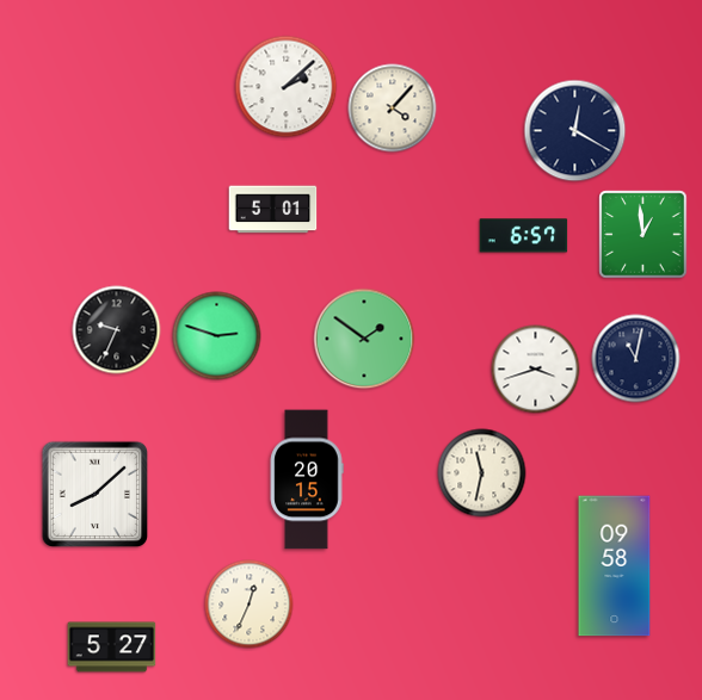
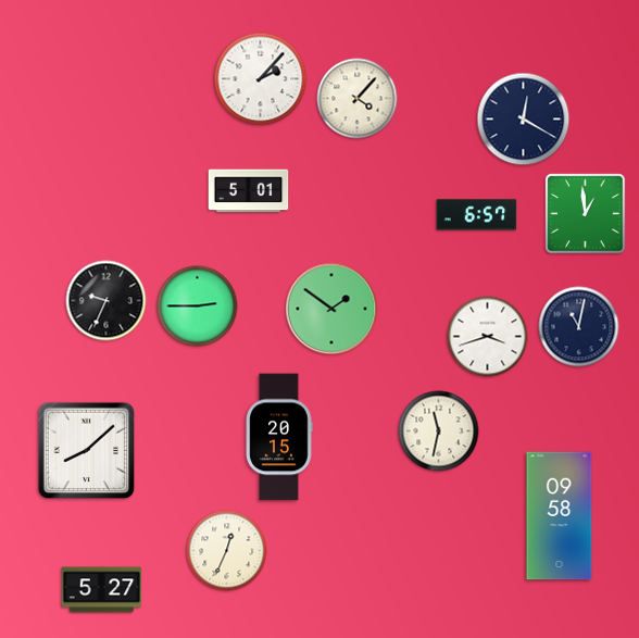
clock at (287, 87): 2:08 -> 2:07
clock at (217, 336): 2:48 -> 2:45
